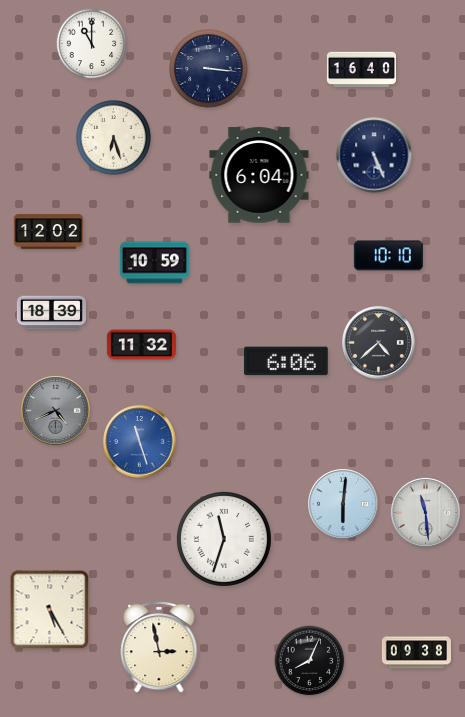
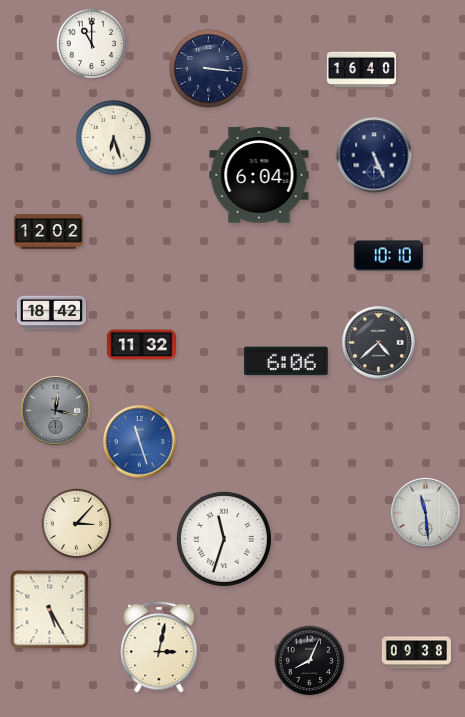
clock at (154, 263): 10:59 -> none
clock at (51, 313): 18:39 -> 18:42
clock at (55, 410): 4:41 -> 12:17
clock at (344, 505): 6:01 -> none
clock at (77, 524): none -> 3:07
clock at (159, 647): 2:58 -> 3:02
